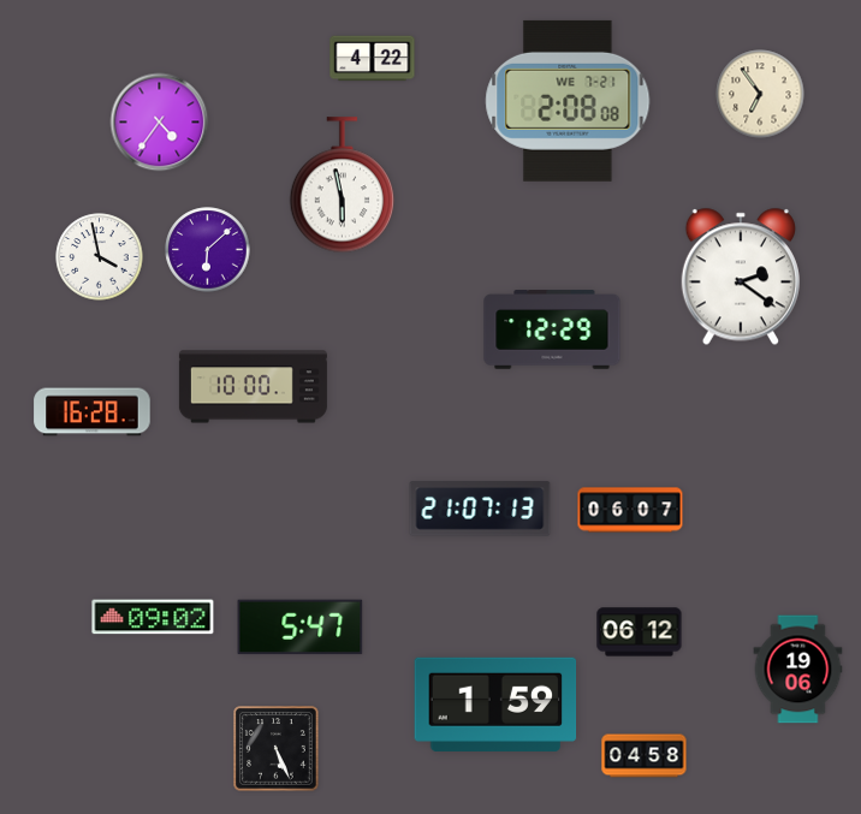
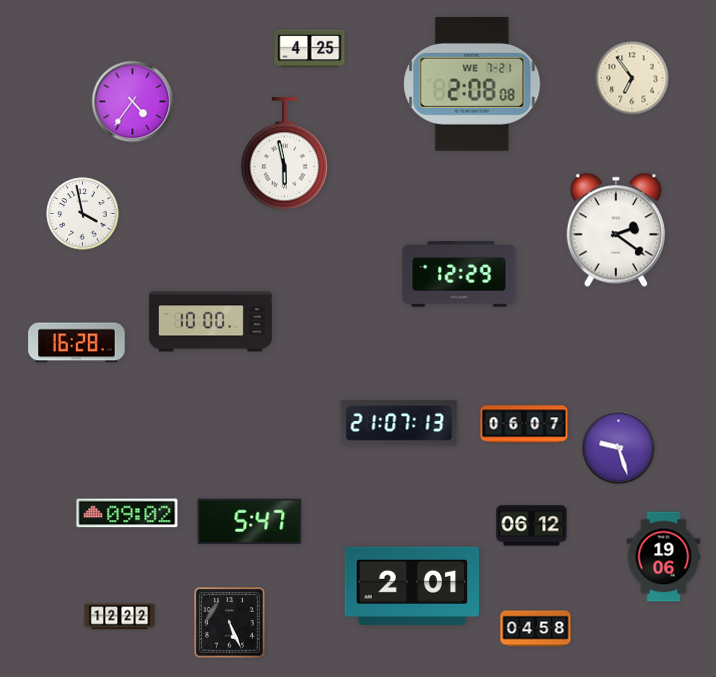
clock at (373, 59): 4:22 -> 4:25
clock at (208, 250): 6:08 -> none
clock at (619, 448): none -> 9:27
clock at (495, 705): 1:59 -> 2:01
clock at (120, 617): none -> 12:22
